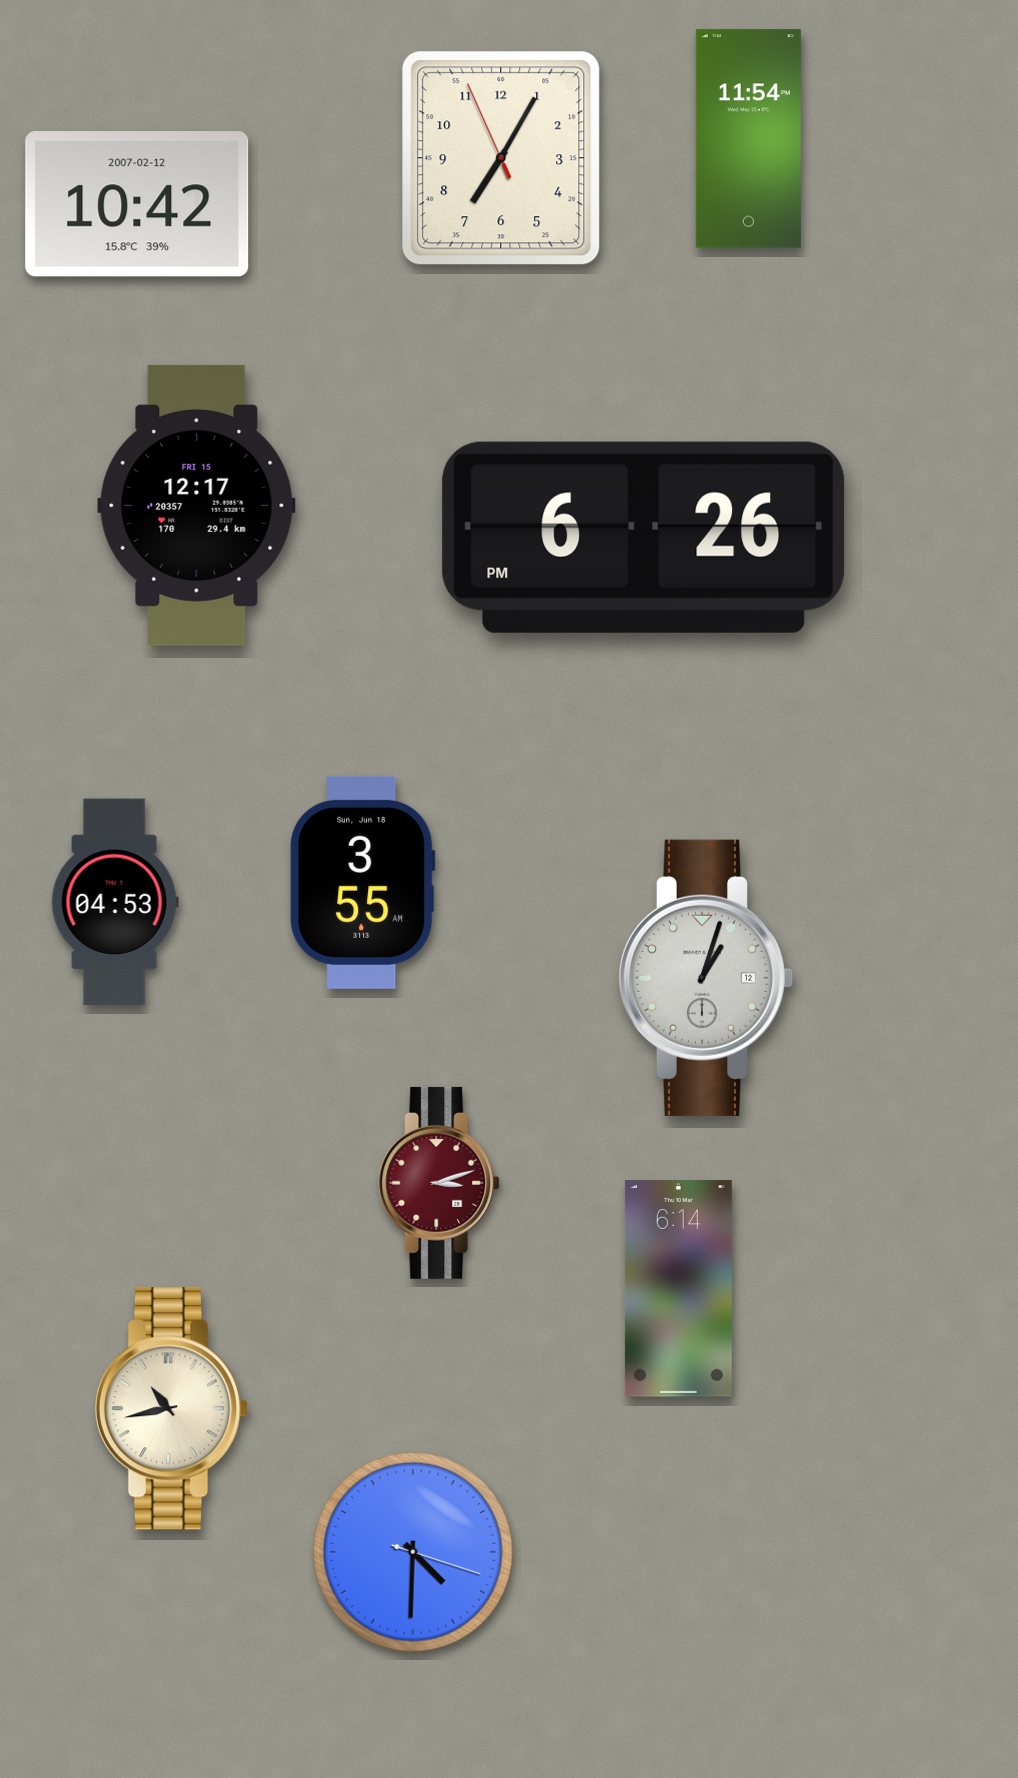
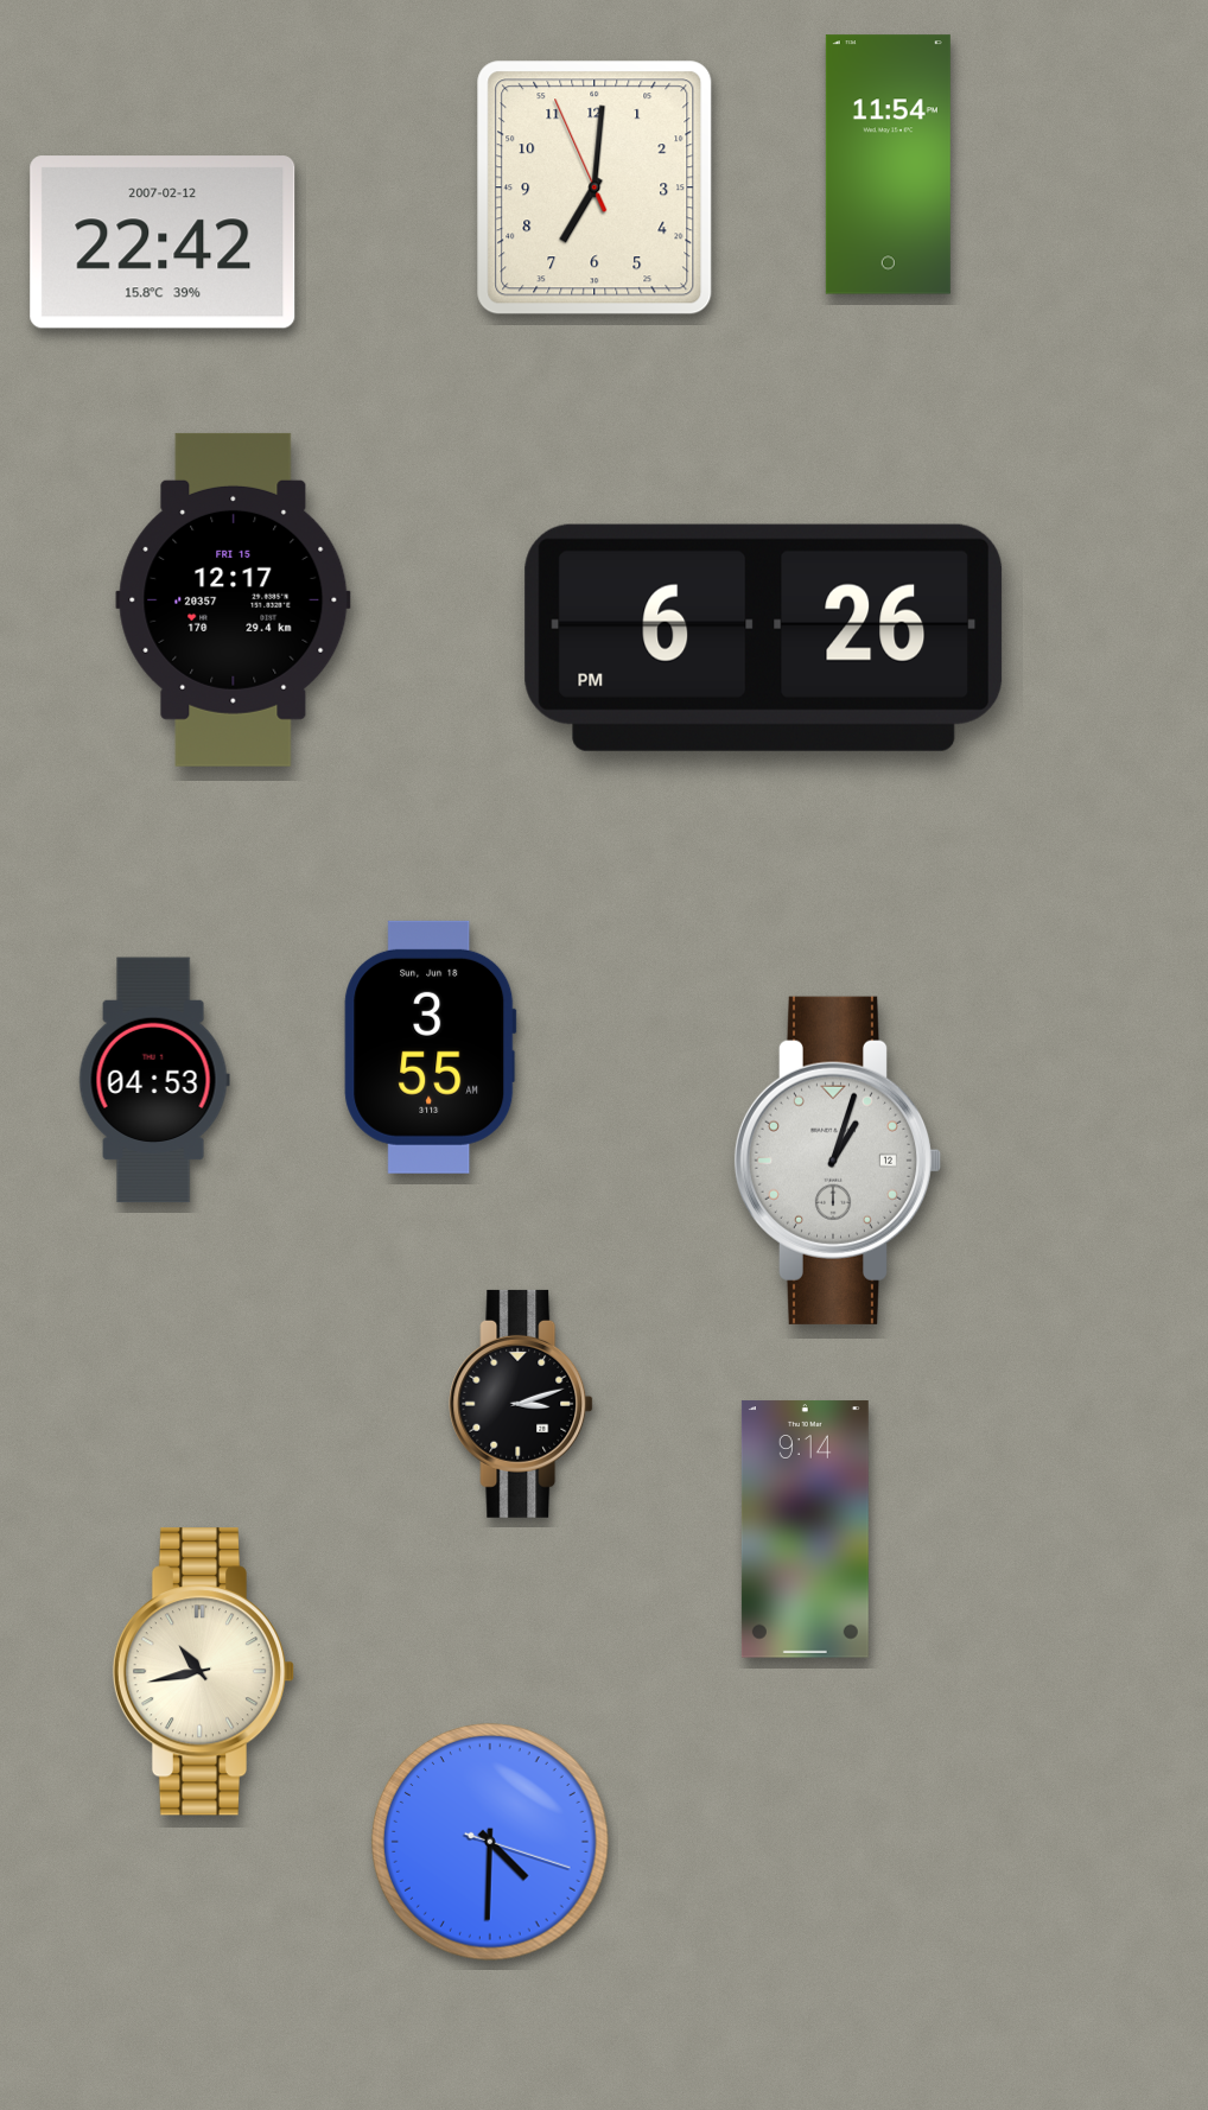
clock at (501, 158): 7:04 -> 7:00
clock at (137, 204): 10:42 -> 22:42
clock at (115, 902) position: (115, 902) -> (154, 1080)
clock at (439, 1183) dial: burgundy -> black
clock at (678, 1289): 6:14 -> 9:14
